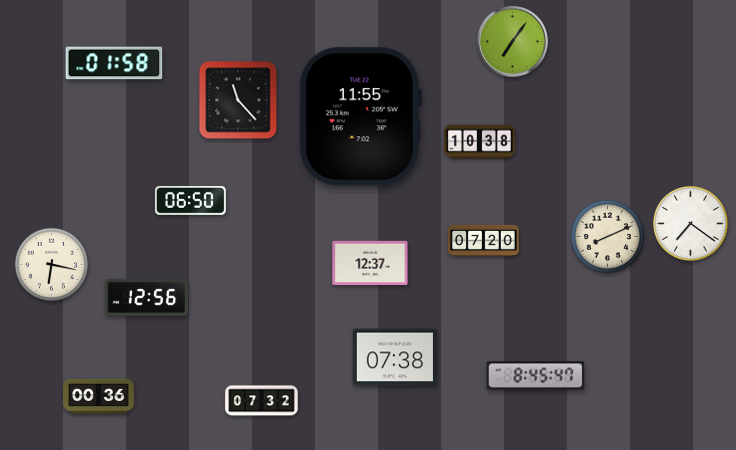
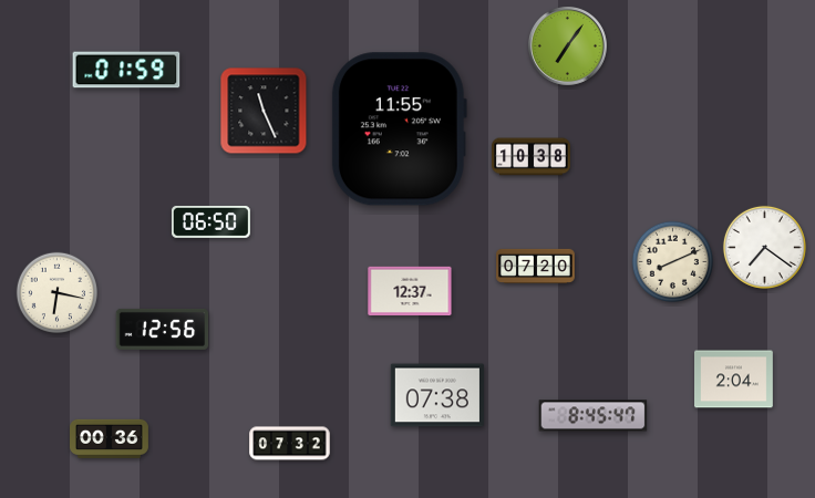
clock at (114, 63): 01:58 -> 01:59
clock at (238, 100): 11:23 -> 11:26
clock at (734, 380): none -> 2:04
